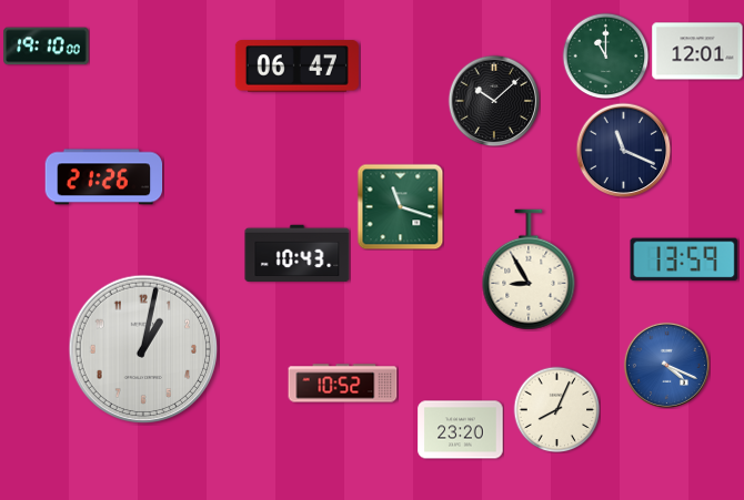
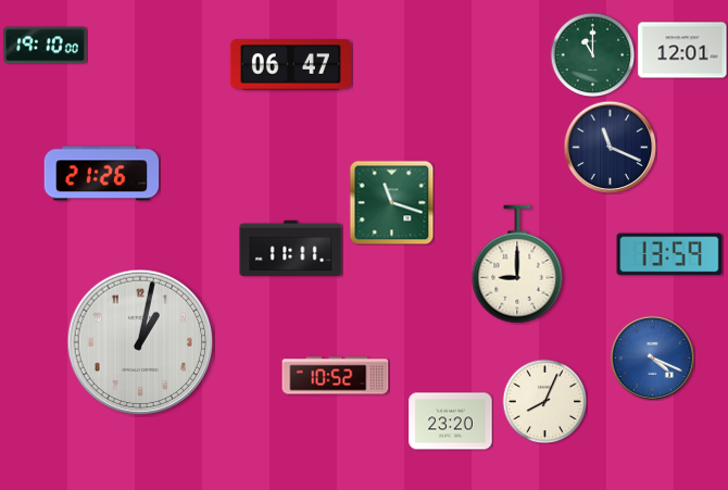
clock at (494, 101): 10:08 -> none
clock at (298, 253): 10:43 -> 11:11
clock at (529, 269): 8:55 -> 9:00
